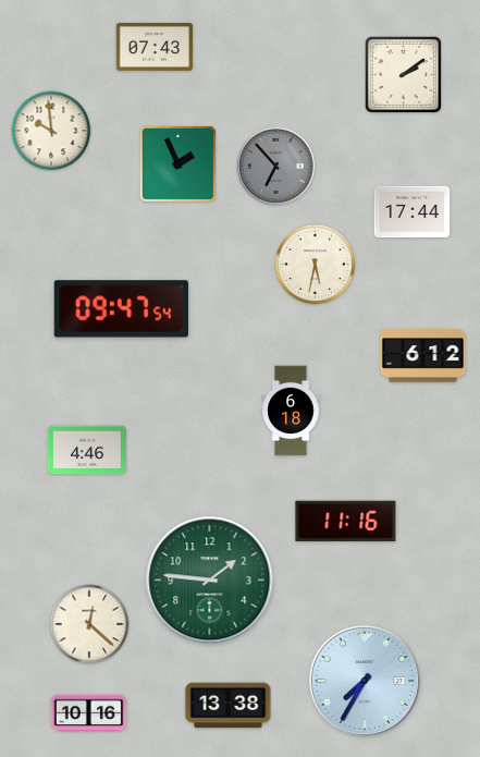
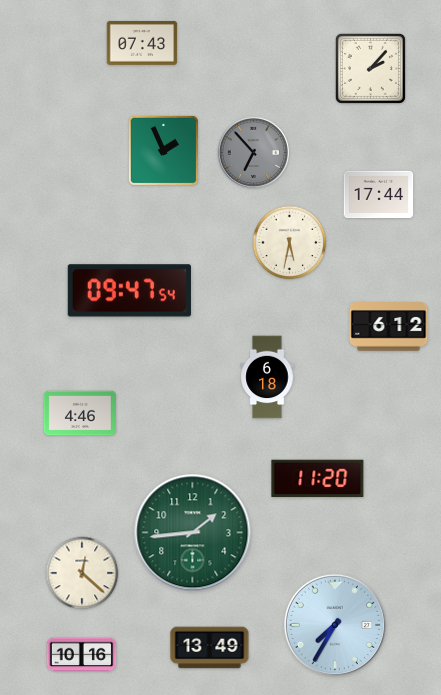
clock at (403, 74): 2:09 -> 2:07
clock at (51, 131): 9:59 -> none
clock at (121, 309) position: (121, 309) -> (129, 291)
clock at (346, 522): 11:16 -> 11:20
clock at (210, 581): 1:46 -> 1:44
clock at (229, 706): 13:38 -> 13:49
